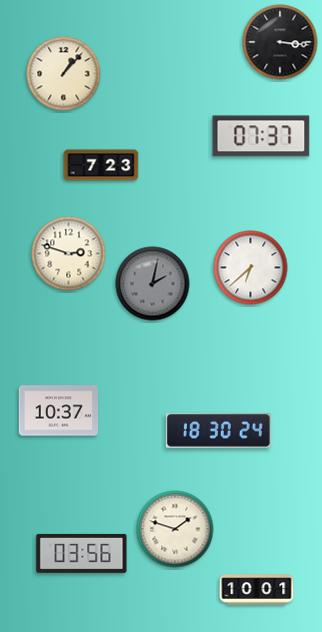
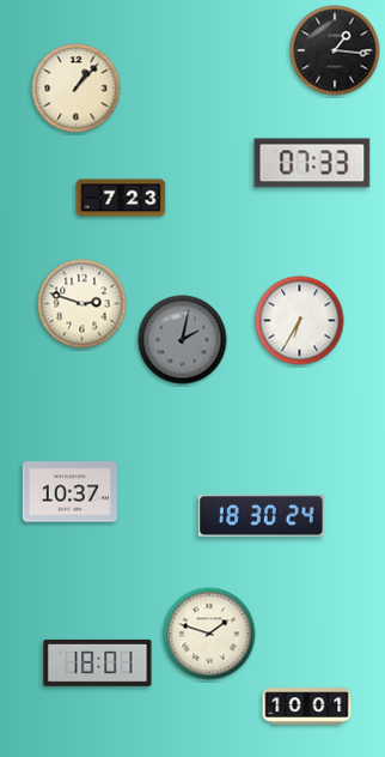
clock at (280, 42): 3:16 -> 1:16
clock at (261, 136): 07:37 -> 07:33
clock at (251, 268): 6:38 -> 6:35
clock at (82, 553): 03:56 -> 18:01
